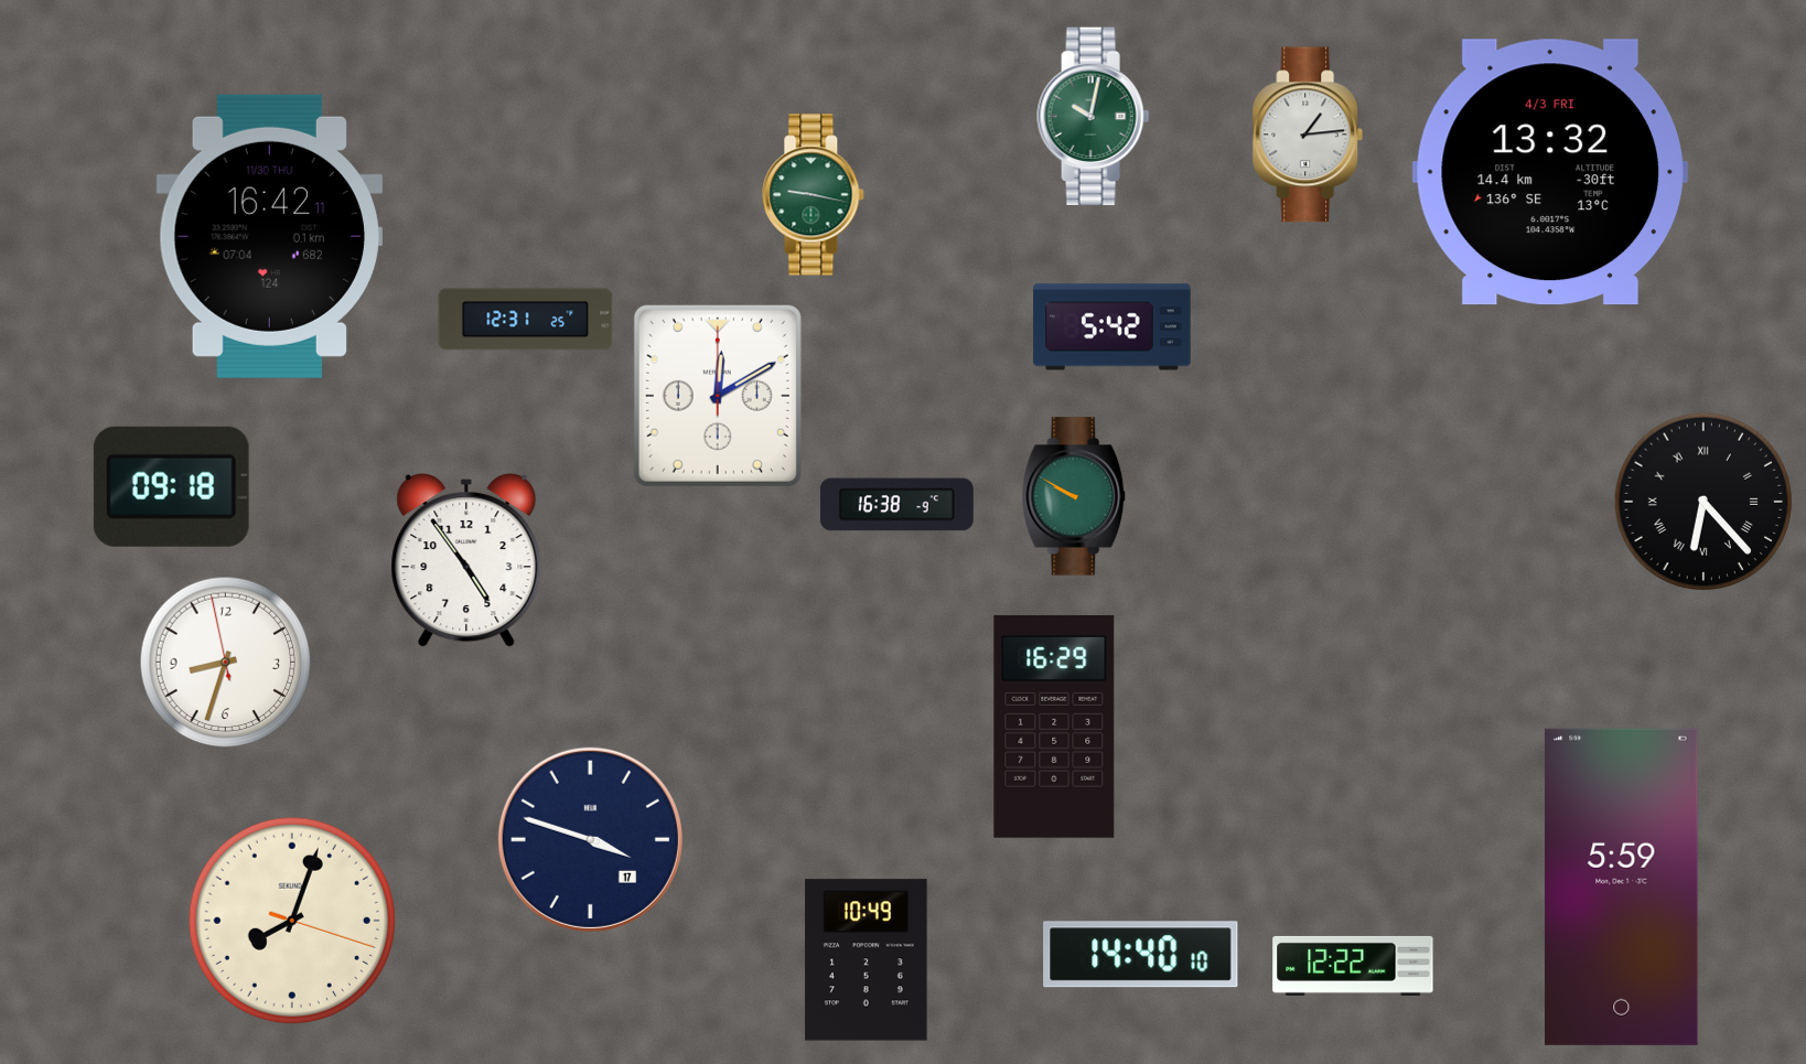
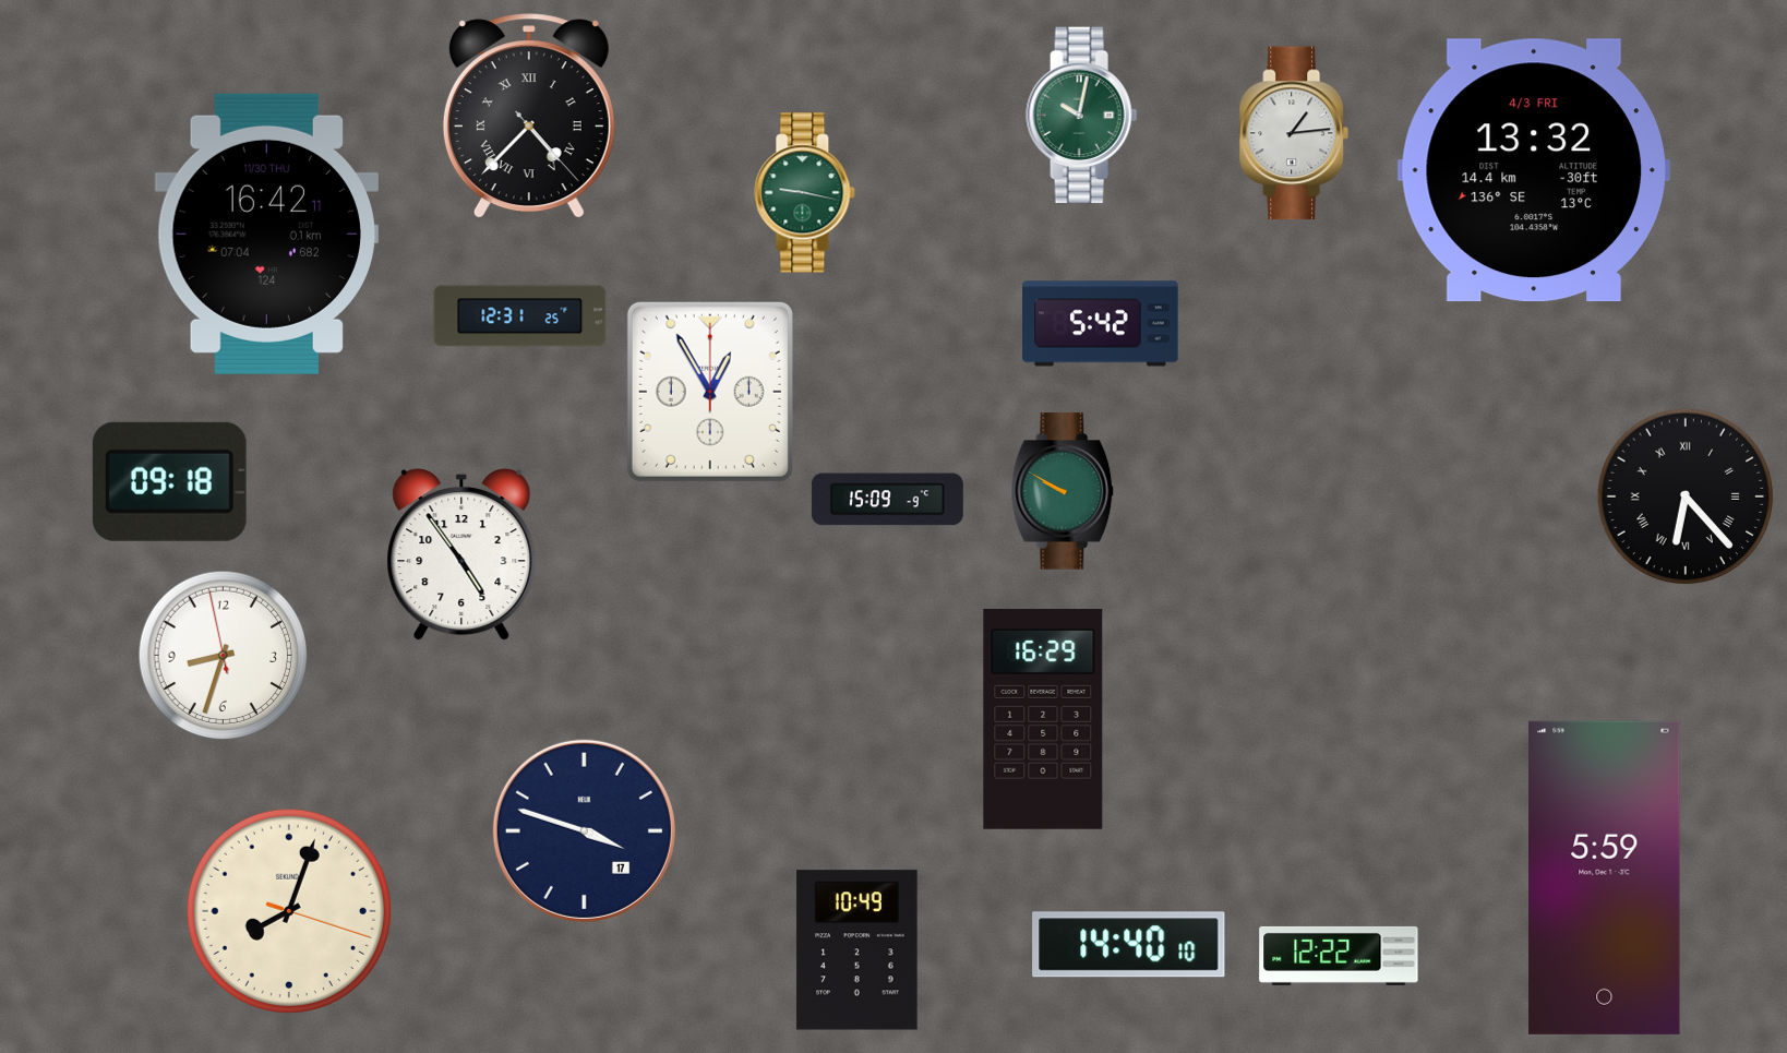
clock at (529, 117): none -> 4:37
clock at (718, 396): 12:10 -> 12:55
clock at (896, 505): 16:38 -> 15:09
